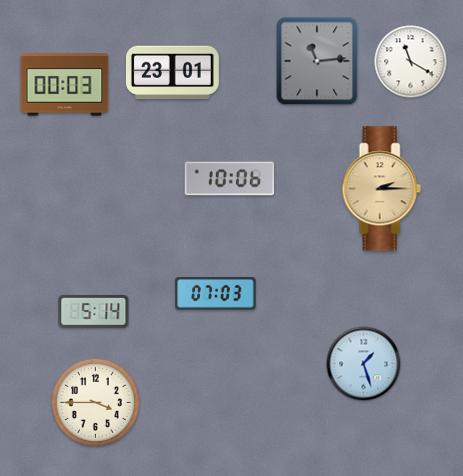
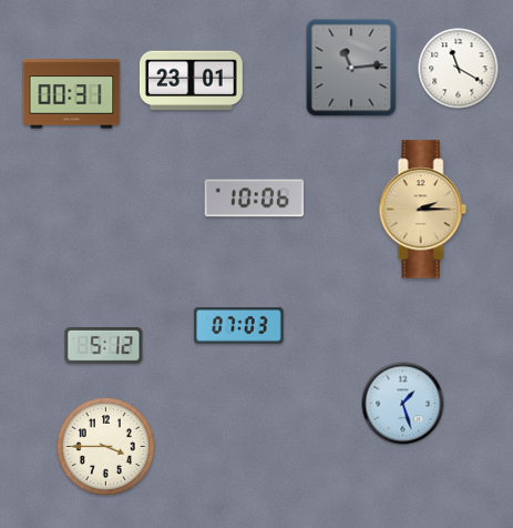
clock at (411, 62) position: (411, 62) -> (459, 69)
clock at (65, 85): 00:03 -> 00:31
clock at (94, 311): 5:14 -> 5:12
